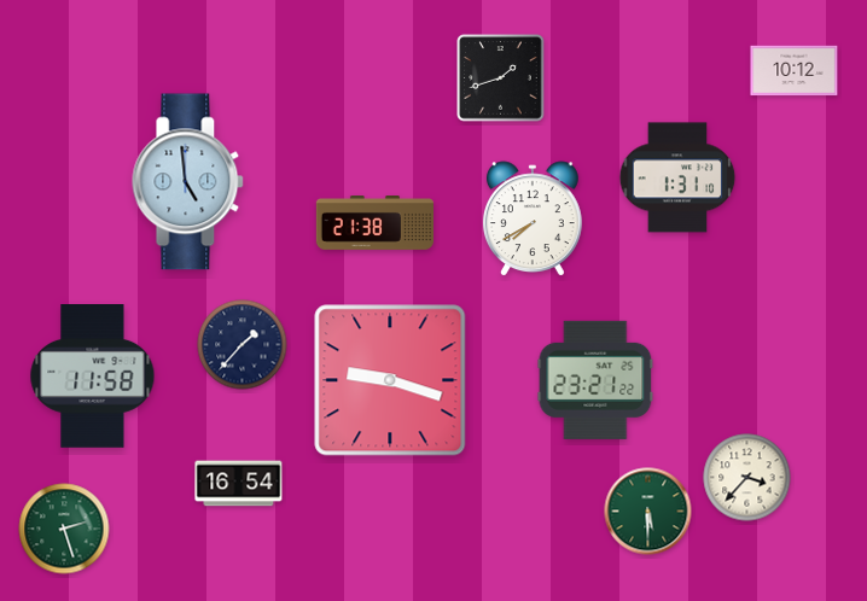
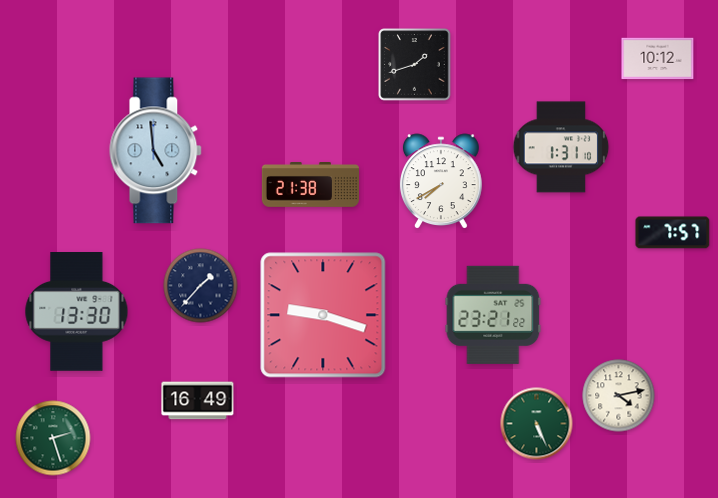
clock at (673, 233): none -> 7:57
clock at (93, 377): 11:58 -> 13:30
clock at (747, 478): 3:37 -> 4:13
clock at (239, 484): 16:54 -> 16:49
clock at (648, 512): 5:30 -> 5:26
